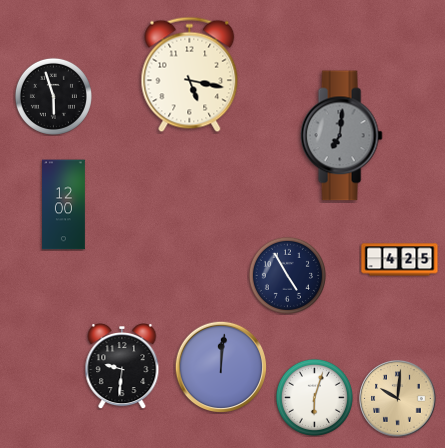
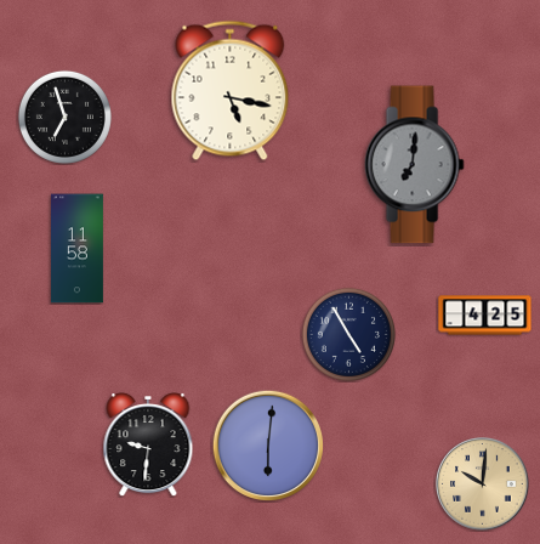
clock at (53, 96): 5:57 -> 6:57
clock at (64, 205): 12:00 -> 11:58
clock at (220, 366): 12:01 -> 6:01
clock at (314, 397): 6:03 -> none
